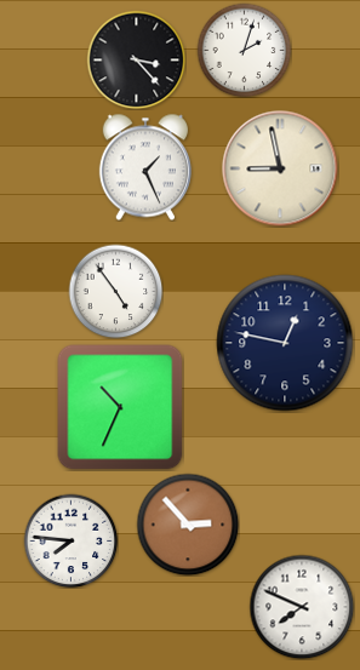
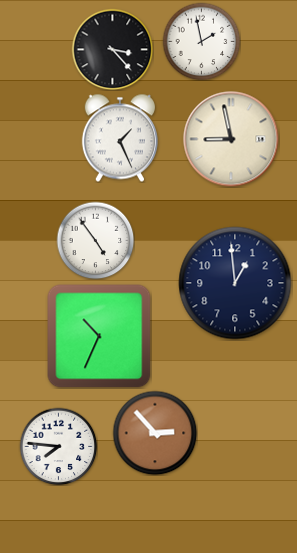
clock at (244, 50): 2:03 -> 1:58
clock at (285, 343): 12:47 -> 12:59
clock at (302, 607): 7:49 -> none
